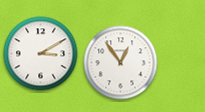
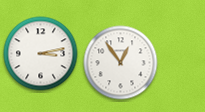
clock at (41, 54): 3:10 -> 3:13
